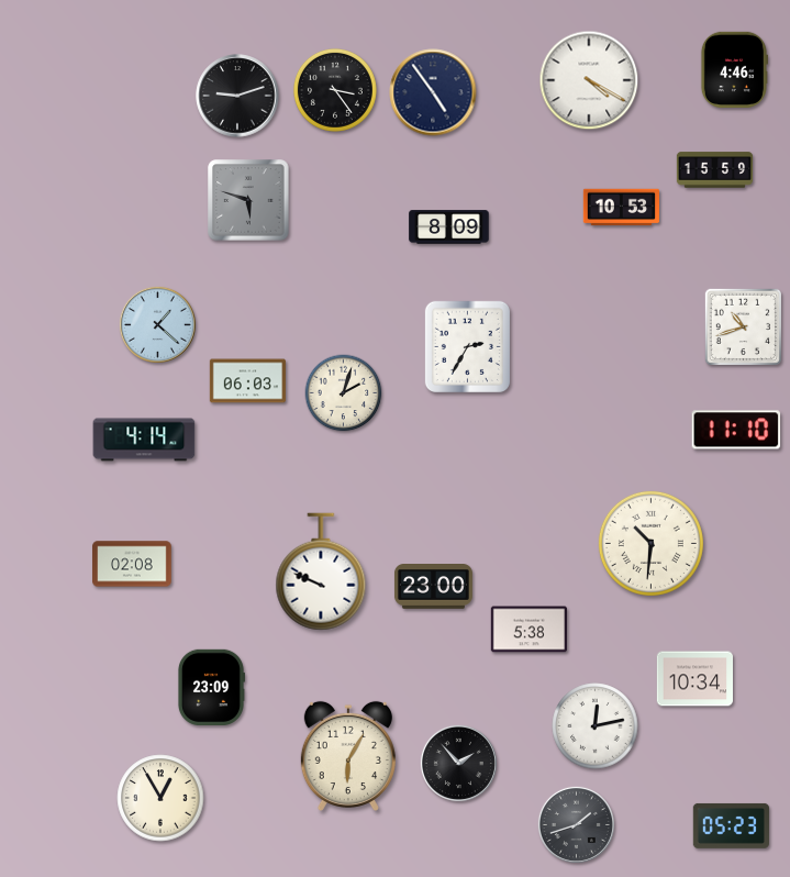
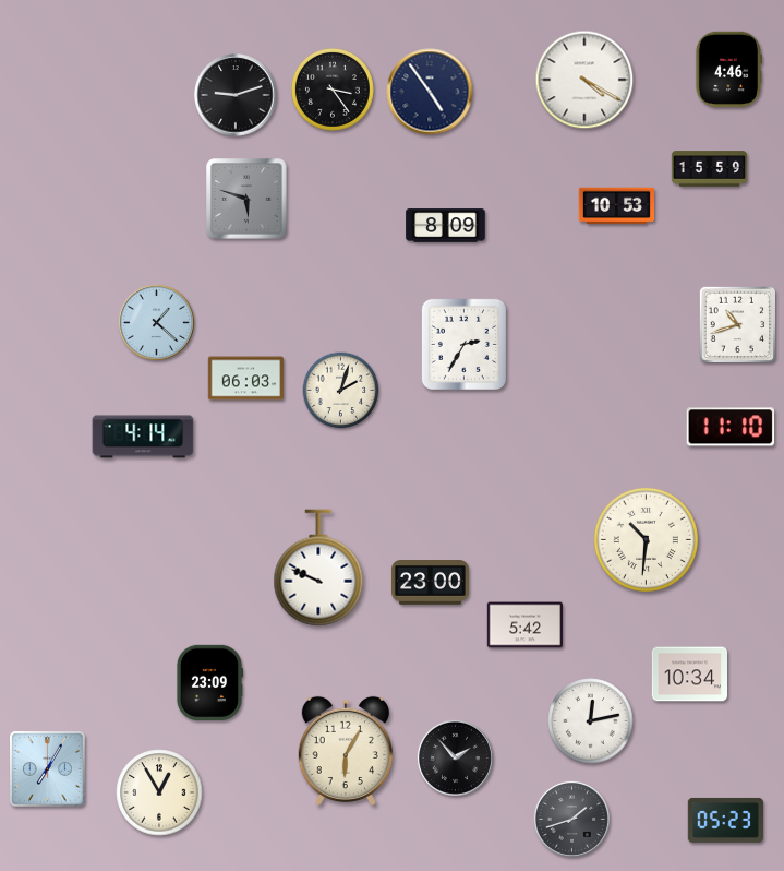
clock at (132, 564): 02:08 -> none
clock at (528, 630): 5:38 -> 5:42
clock at (48, 769): none -> 7:05
